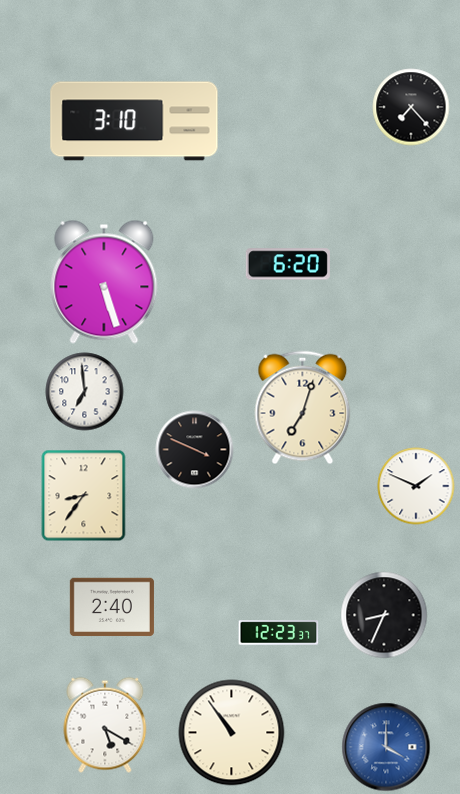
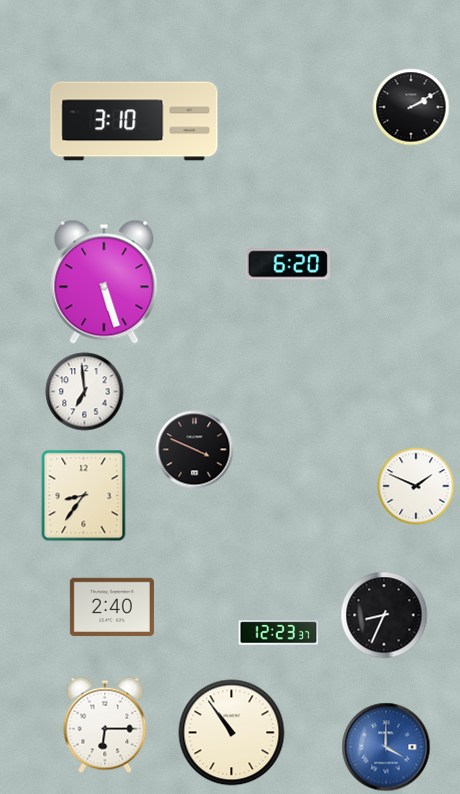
clock at (411, 107): 7:23 -> 2:10
clock at (303, 408): 7:03 -> none
clock at (105, 725): 5:20 -> 6:15
